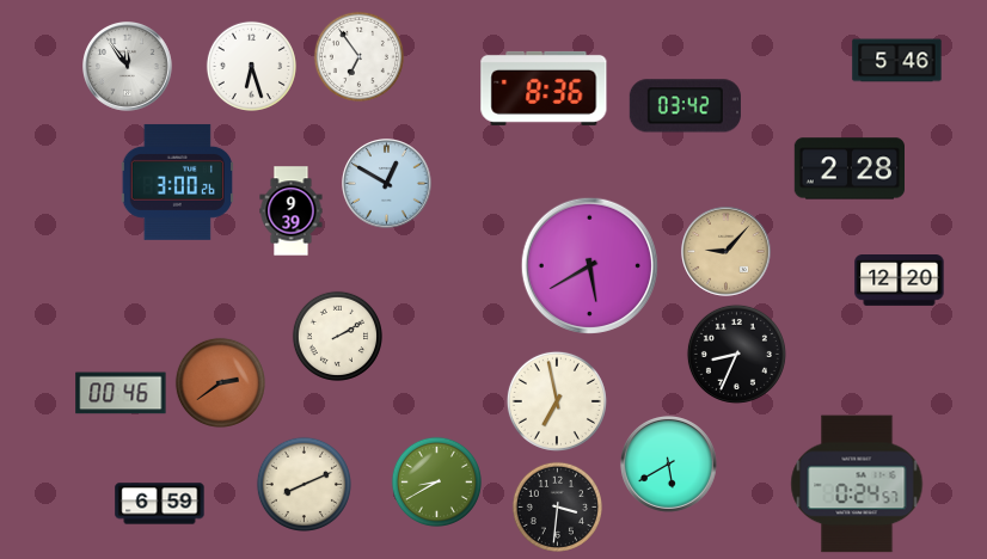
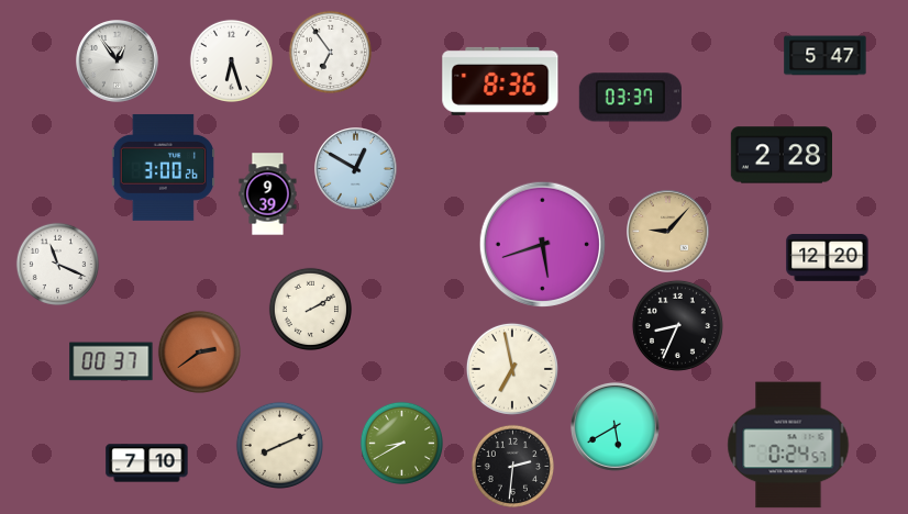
clock at (897, 61): 5:46 -> 5:47
clock at (128, 67): 11:54 -> 12:54
clock at (685, 106): 03:42 -> 03:37
clock at (589, 265): 5:40 -> 5:42
clock at (57, 264): none -> 11:19
clock at (220, 382) position: (220, 382) -> (199, 351)
clock at (121, 393): 00:46 -> 00:37
clock at (160, 504): 6:59 -> 7:10
clock at (557, 506): 3:31 -> 2:31
